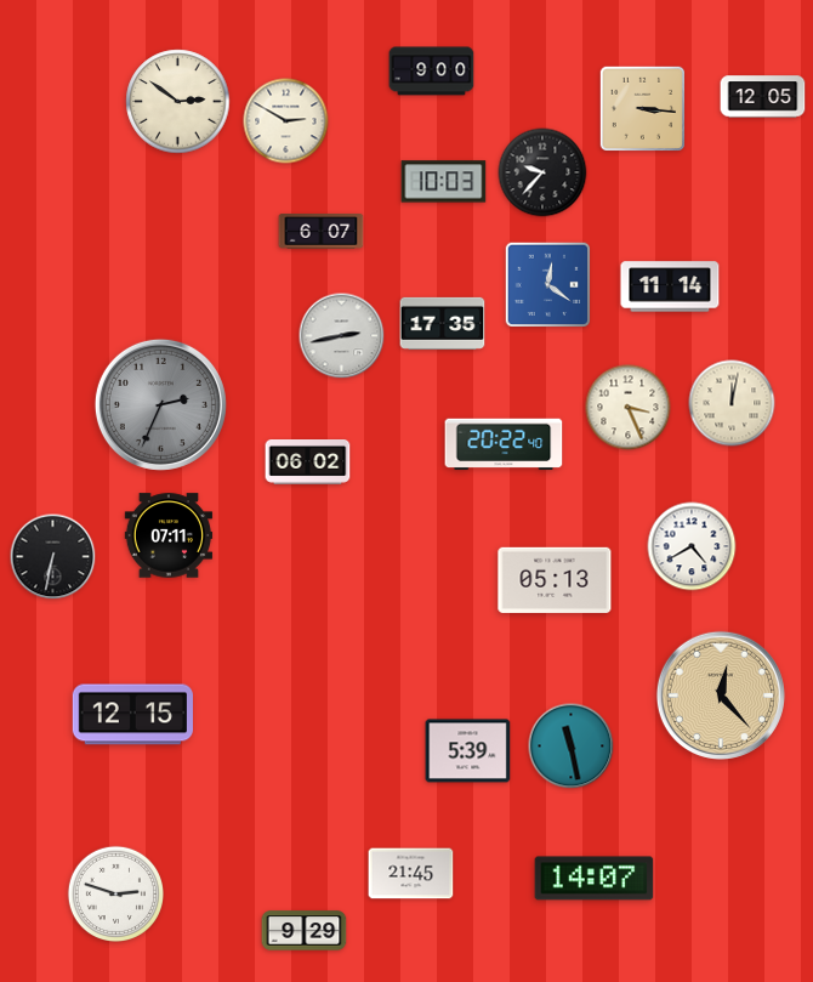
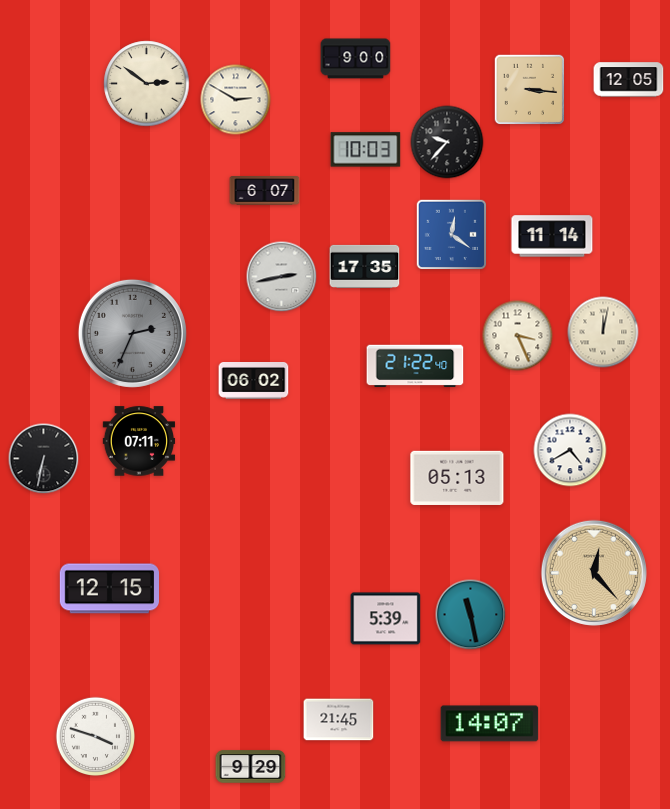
clock at (504, 444): 20:22 -> 21:22
clock at (115, 893): 2:48 -> 3:48
